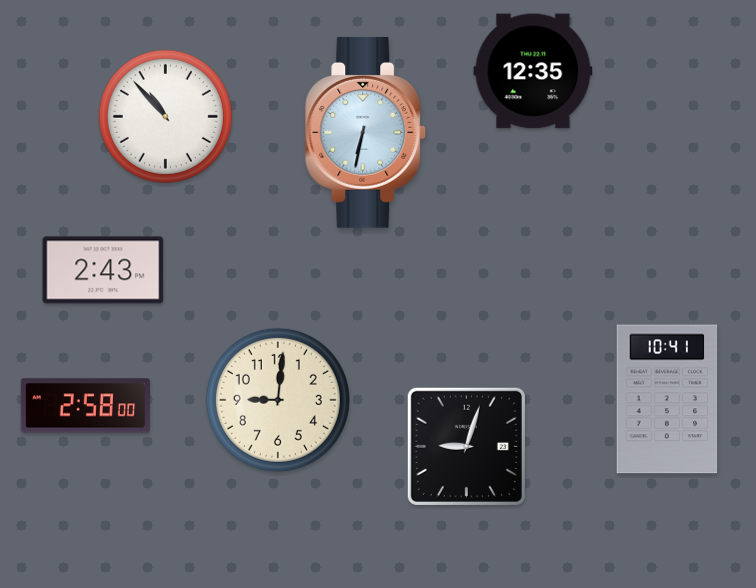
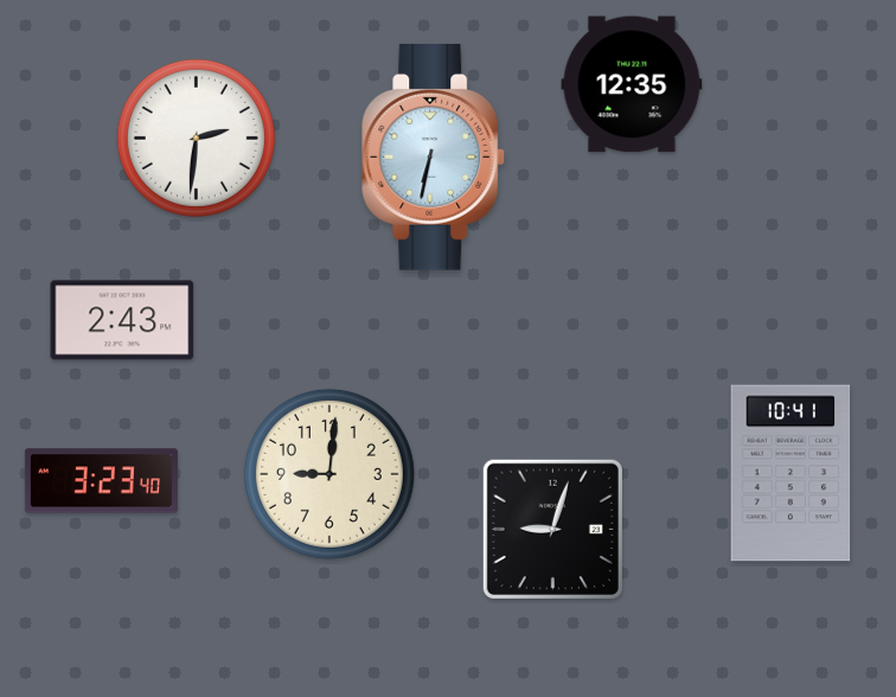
clock at (165, 116): 10:53 -> 2:31
clock at (85, 406): 2:58 -> 3:23
